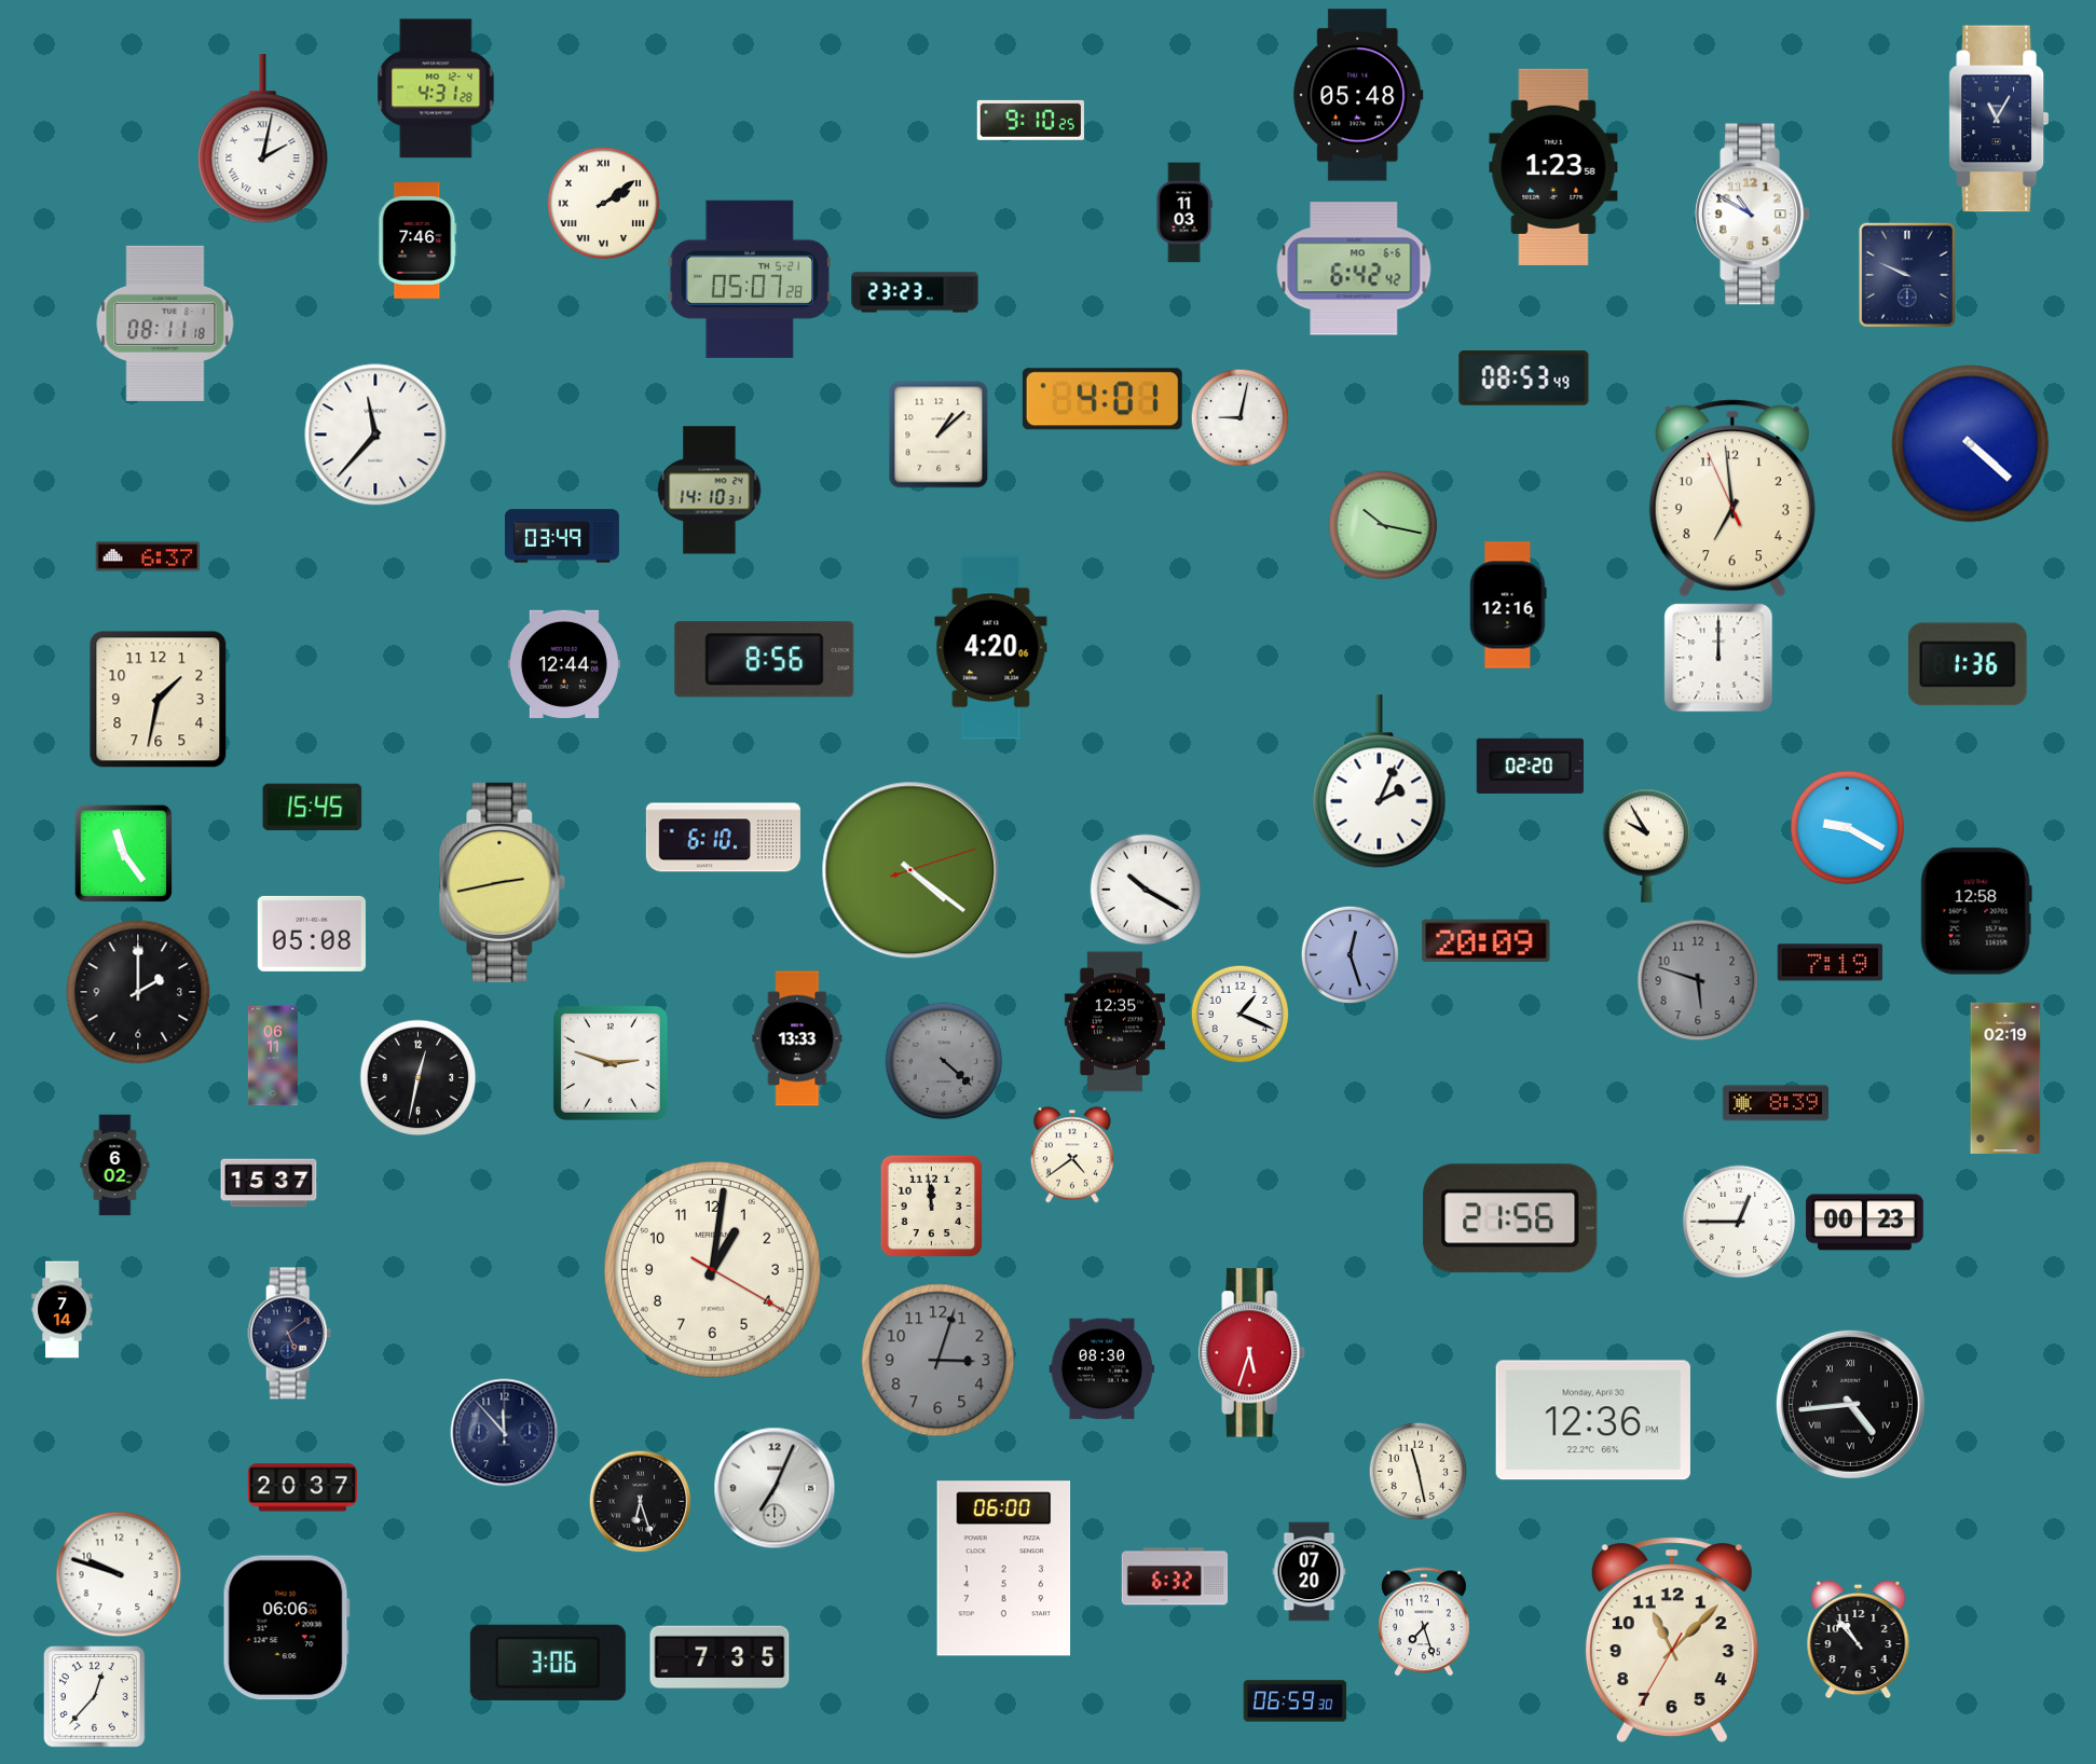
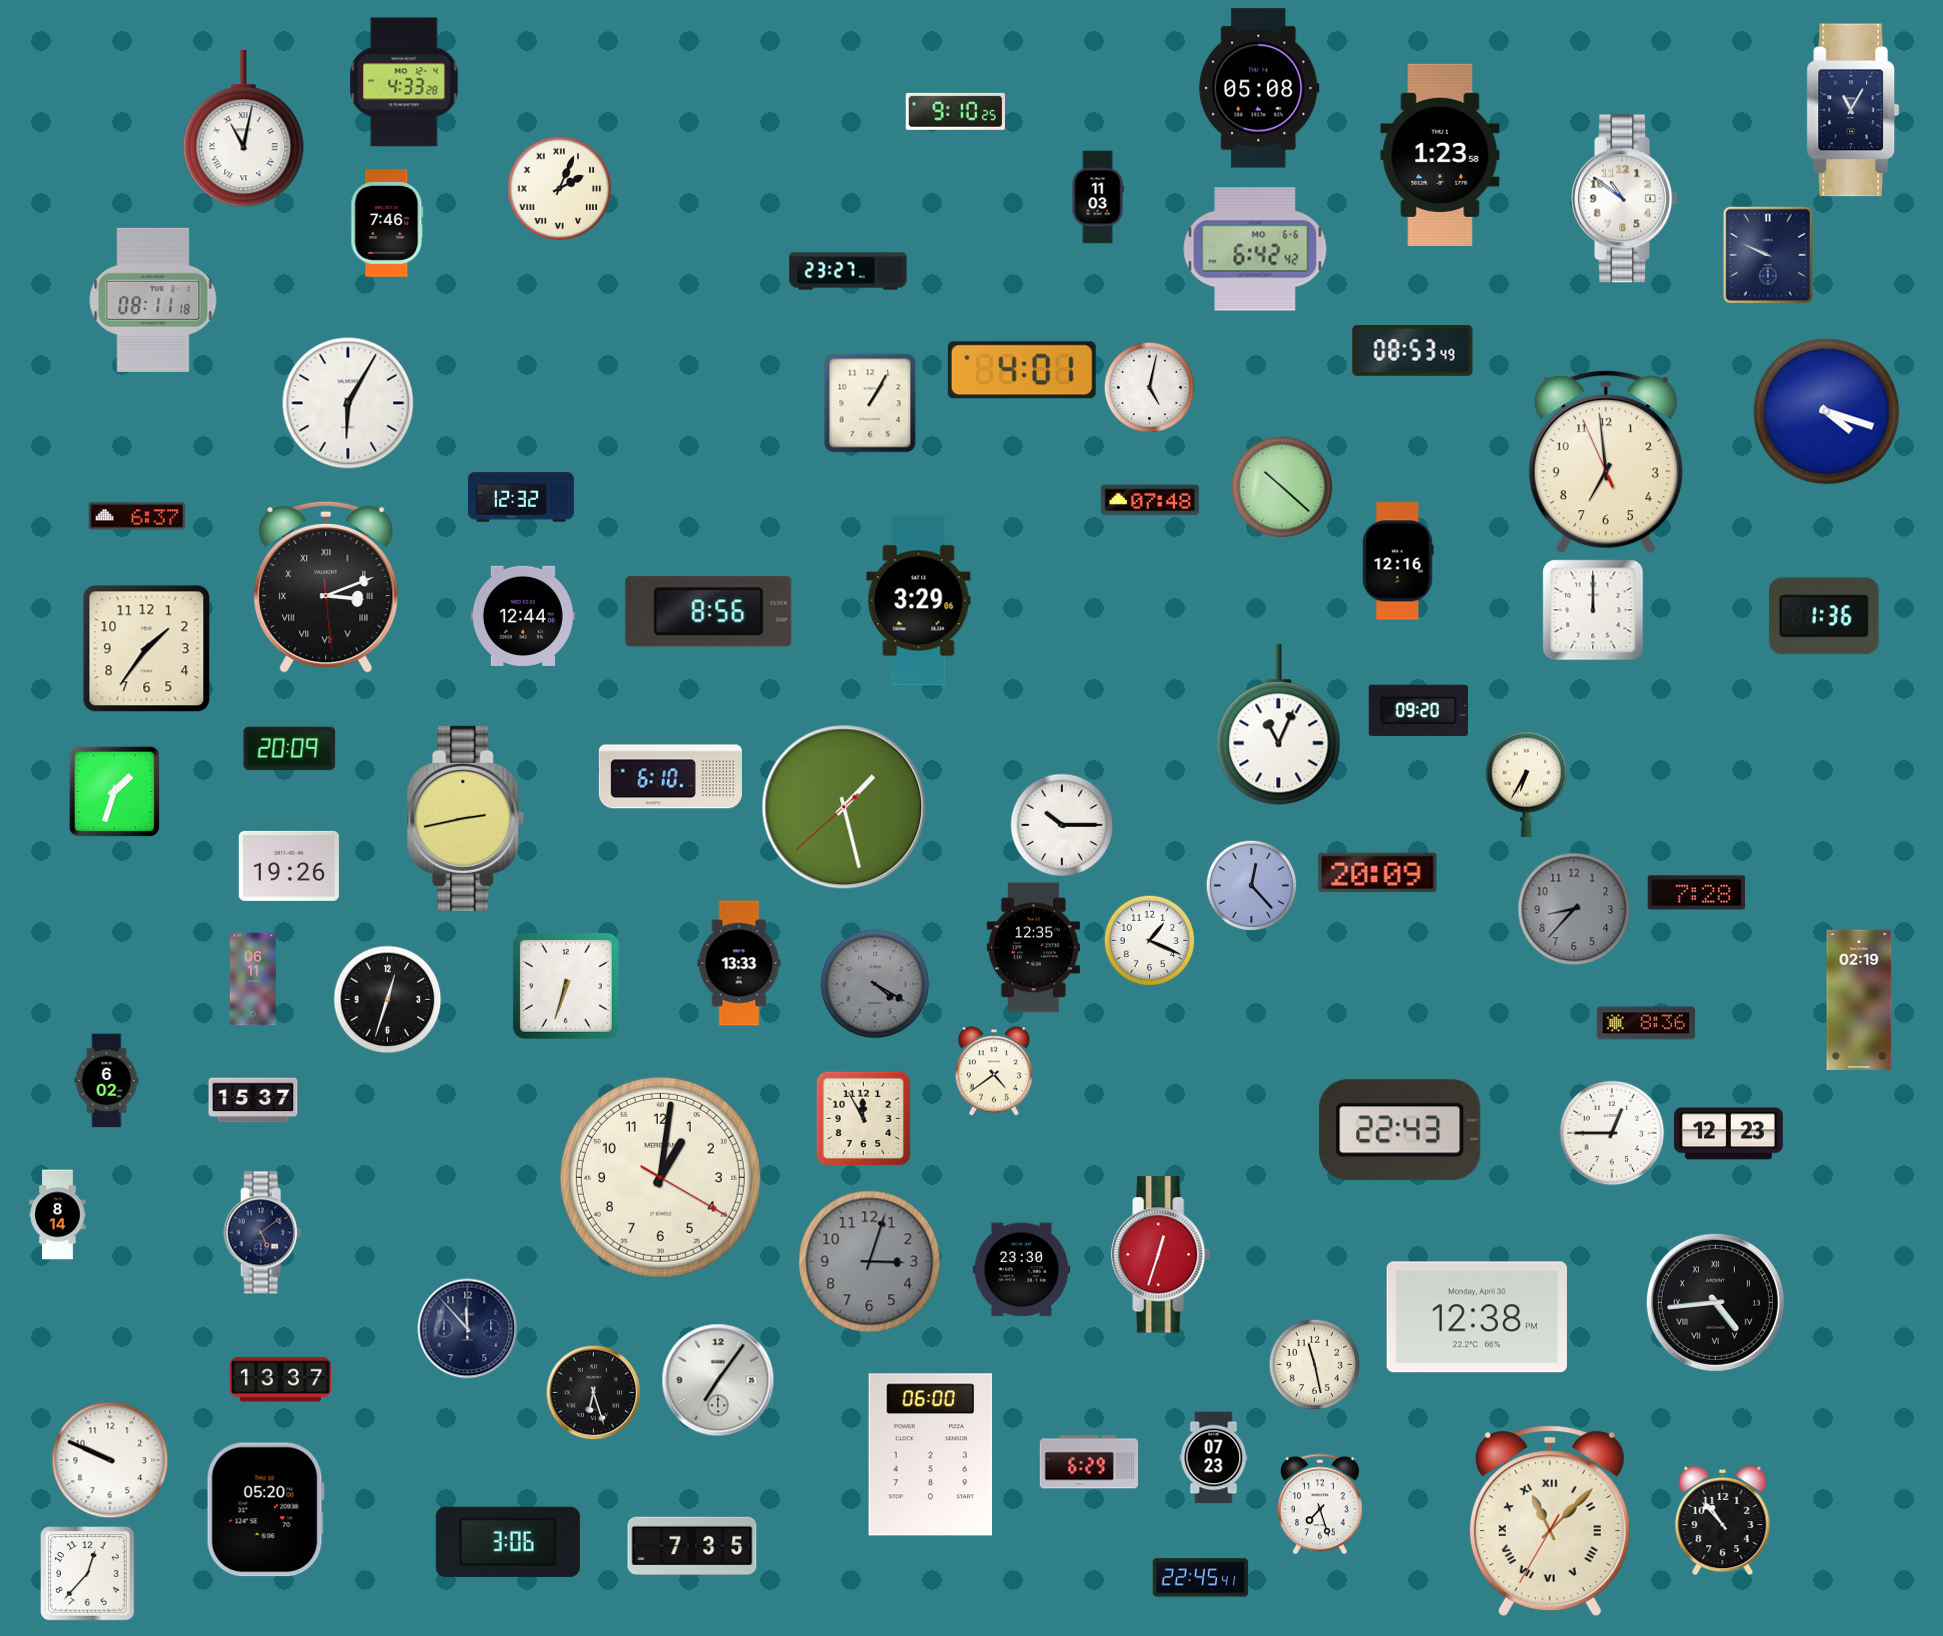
clock at (436, 88): 4:31 -> 4:33
clock at (1358, 95): 05:48 -> 05:08
clock at (263, 139): 2:02 -> 11:02
clock at (604, 204): 2:09 -> 2:04
clock at (1752, 215): 10:50 -> 10:51
clock at (749, 279): 05:07 -> none
clock at (915, 292): 23:23 -> 23:27
clock at (1239, 417): 9:02 -> 5:02
clock at (375, 435): 11:37 -> 6:05
clock at (939, 435): 1:08 -> 1:05
clock at (1971, 444): 4:22 -> 4:18
clock at (710, 491): 14:10 -> none
clock at (1383, 525): 10:17 -> 10:22
clock at (562, 536): 03:49 -> 12:32
clock at (1149, 500): none -> 07:48
clock at (326, 587): none -> 3:11
clock at (991, 648): 4:20 -> 3:29
clock at (159, 700): 1:32 -> 1:36
clock at (1530, 766): 02:20 -> 09:20
clock at (1380, 782): 2:04 -> 11:04
clock at (313, 808): 15:45 -> 20:09
clock at (1848, 828): 9:20 -> none
clock at (1647, 845): 9:55 -> 6:35
clock at (123, 853): 11:24 -> 1:33
clock at (910, 870): 4:21 -> 1:27
clock at (1146, 890): 10:20 -> 10:15
clock at (1976, 911): 12:58 -> none
clock at (312, 934): 05:08 -> 19:26
clock at (1350, 954): 12:27 -> 12:23
clock at (1831, 963): 7:19 -> 7:28
clock at (1698, 980): 5:48 -> 8:37
clock at (138, 992): 2:00 -> none
clock at (944, 1061): 4:22 -> 4:20
clock at (611, 1063): 2:48 -> 6:33
clock at (419, 1078): 12:32 -> 12:33
clock at (1776, 1103): 8:39 -> 8:36
clock at (269, 1183) position: (269, 1183) -> (253, 1100)
clock at (931, 1205): 11:59 -> 11:55
clock at (1510, 1218): 21:56 -> 22:43
clock at (1865, 1223): 00:23 -> 12:23
clock at (63, 1310): 7:14 -> 8:14
clock at (290, 1334) position: (290, 1334) -> (263, 1233)
clock at (1252, 1353): 5:33 -> 12:33
clock at (1102, 1369): 08:30 -> 23:30
clock at (1593, 1420): 12:36 -> 12:38
clock at (302, 1488): 20:37 -> 13:37
clock at (775, 1488): 7:04 -> 7:06
clock at (1310, 1572): 07:20 -> 07:23
clock at (119, 1574): 9:48 -> 9:49
clock at (1175, 1576): 6:32 -> 6:29
clock at (286, 1628): 06:06 -> 05:20
clock at (1672, 1640) numerals: Arabic -> Roman
clock at (720, 1657) position: (720, 1657) -> (692, 1546)
clock at (1296, 1701): 06:59 -> 22:45
